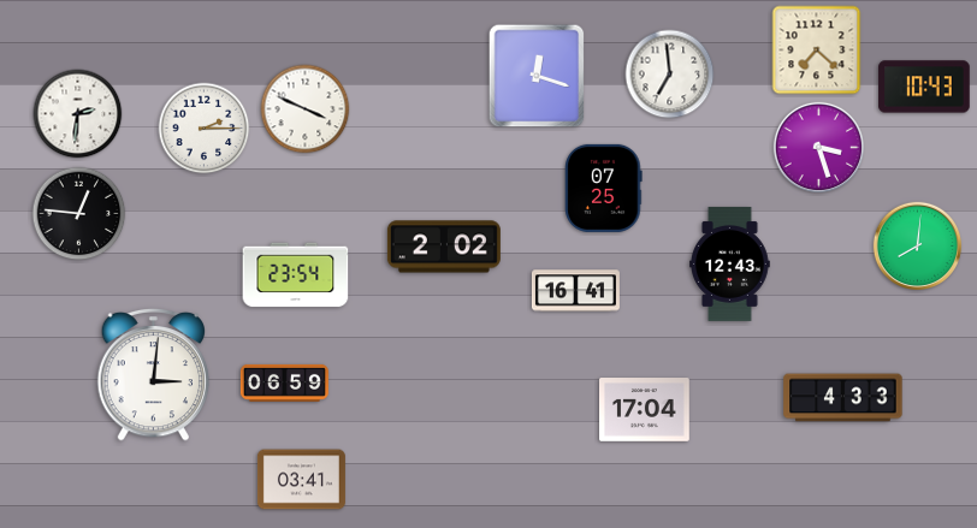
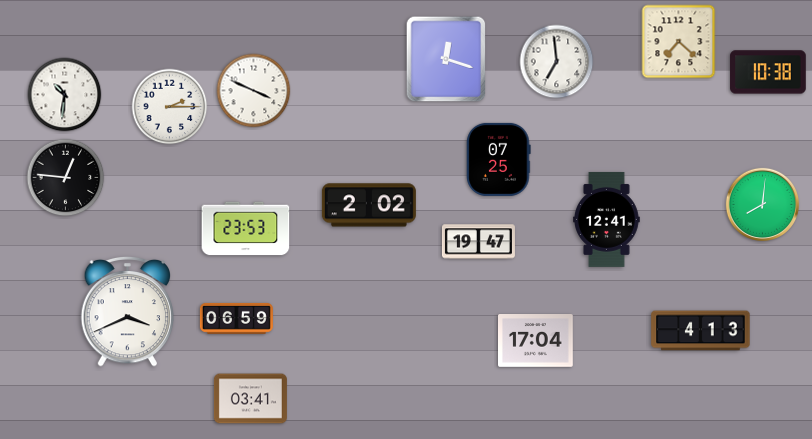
clock at (537, 76) position: (537, 76) -> (446, 59)
clock at (924, 87): 10:43 -> 10:38
clock at (78, 114): 2:31 -> 10:31
clock at (818, 147): 3:27 -> none
clock at (604, 188) position: (604, 188) -> (499, 159)
clock at (730, 263): 12:43 -> 12:41
clock at (296, 275): 23:54 -> 23:53
clock at (575, 291): 16:41 -> 19:47
clock at (154, 374): 3:01 -> 3:41
clock at (843, 398): 4:33 -> 4:13
